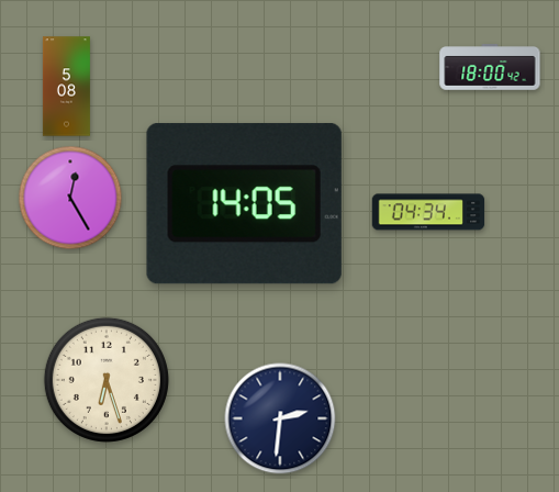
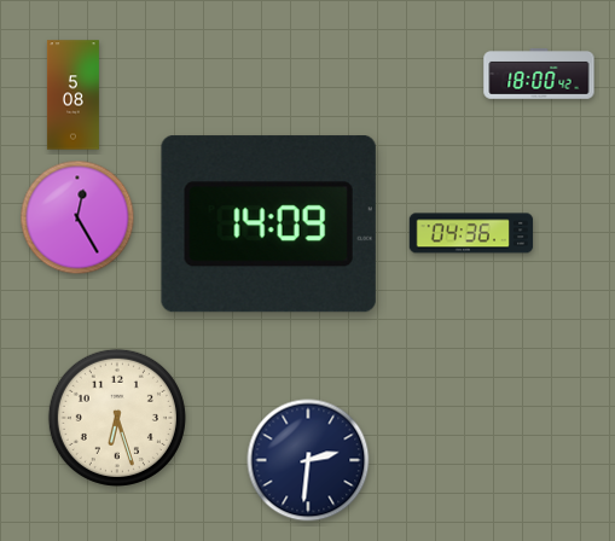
clock at (244, 204): 14:05 -> 14:09
clock at (428, 212): 04:34 -> 04:36
